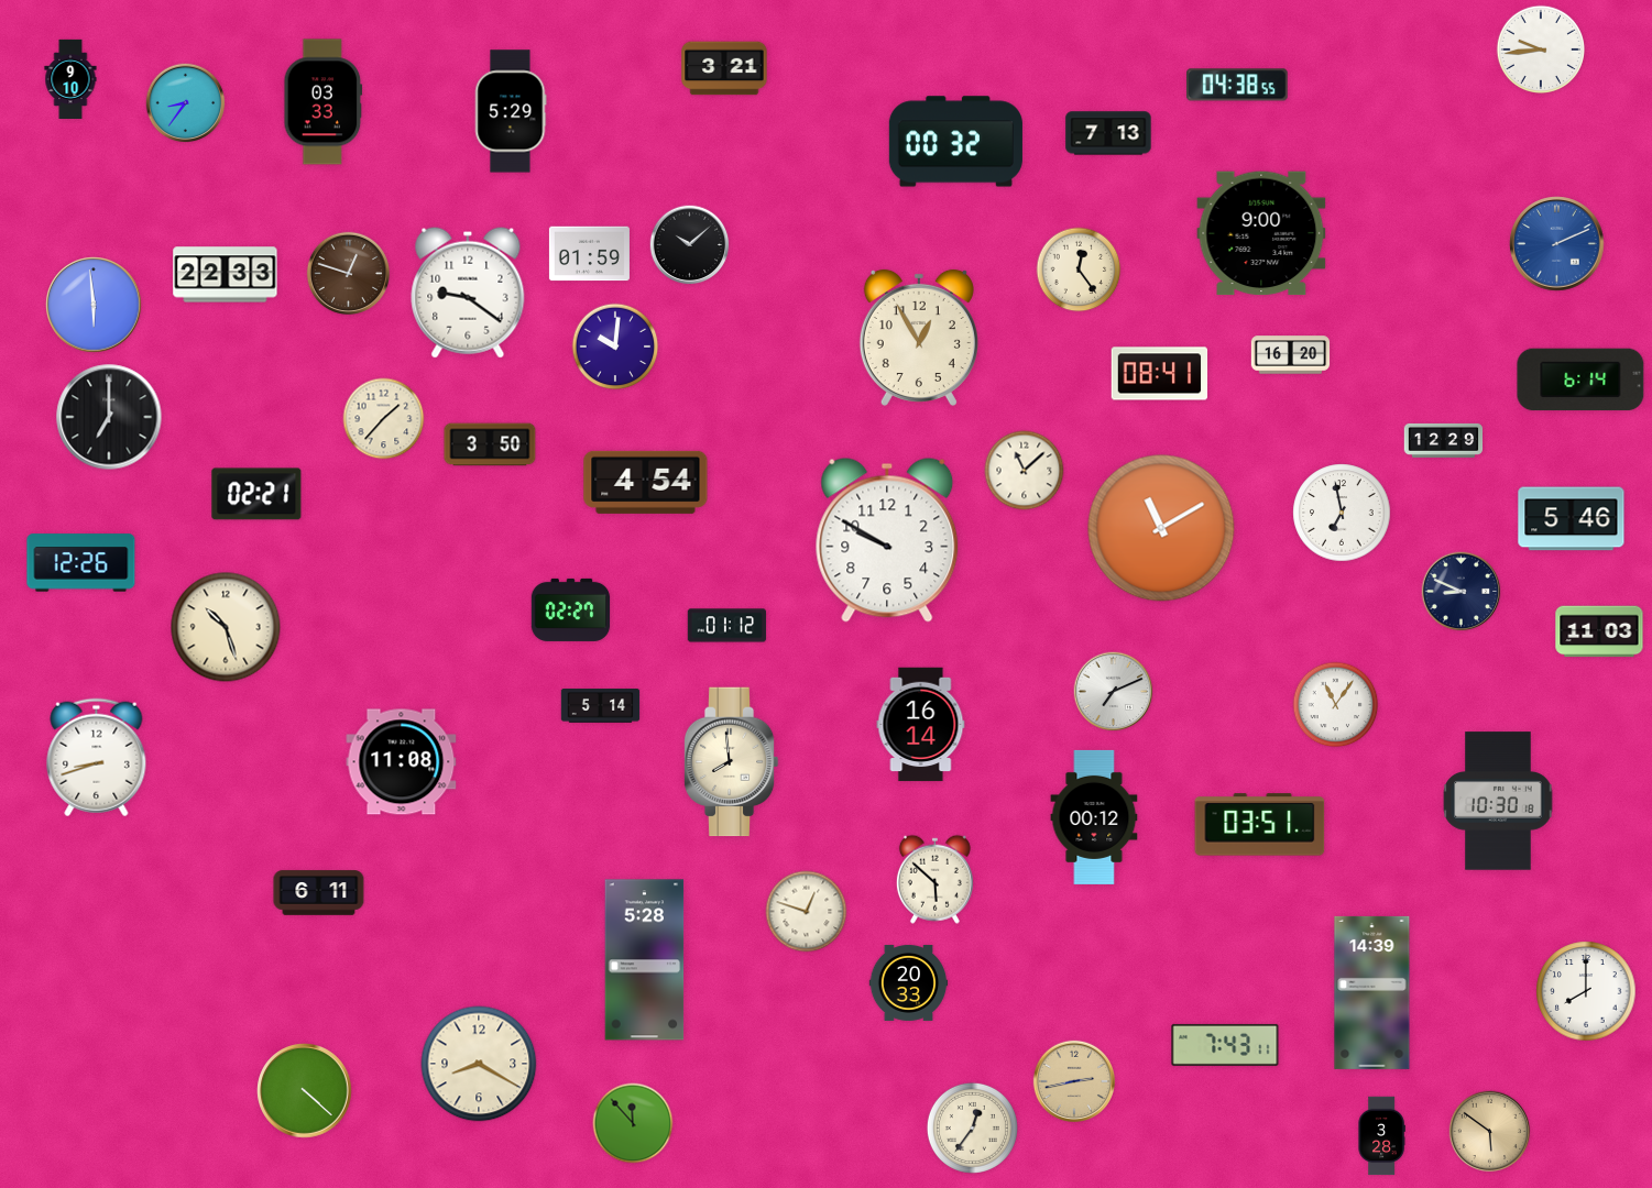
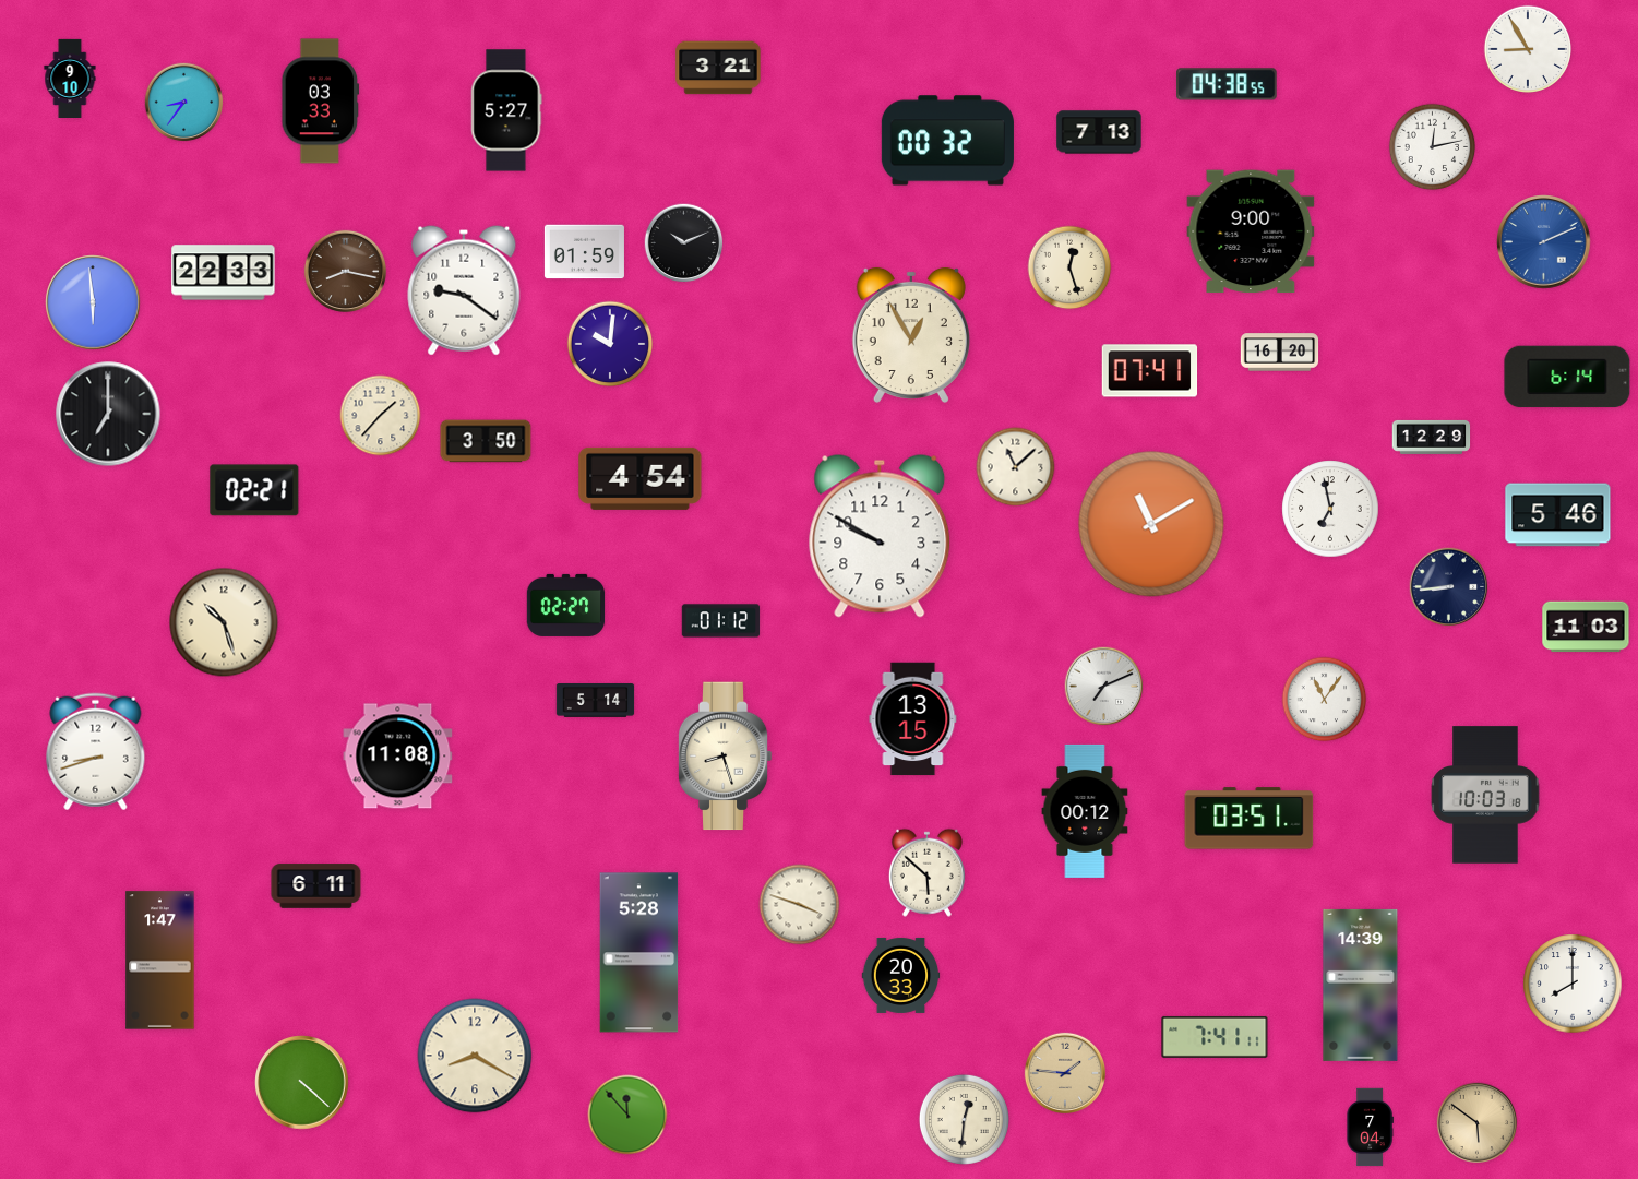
clock at (1540, 48): 9:44 -> 8:55
clock at (511, 111): 5:29 -> 5:27
clock at (1433, 147): none -> 12:13
clock at (690, 245): 10:08 -> 10:11
clock at (1079, 269): 12:24 -> 12:27
clock at (348, 273): 12:48 -> 8:17
clock at (1160, 374): 08:41 -> 07:41
clock at (81, 563): 12:26 -> none
clock at (1462, 592): 8:49 -> 8:44
clock at (921, 725): 16:14 -> 13:15
clock at (731, 762): 7:59 -> 8:27
clock at (1498, 801): 10:30 -> 10:03
clock at (807, 912): 12:48 -> 3:48
clock at (160, 961): none -> 1:47
clock at (1225, 1045): 7:43 -> 7:41
clock at (1073, 1080): 2:43 -> 1:46
clock at (972, 1127): 12:36 -> 12:31
clock at (1381, 1136): 3:28 -> 7:04
